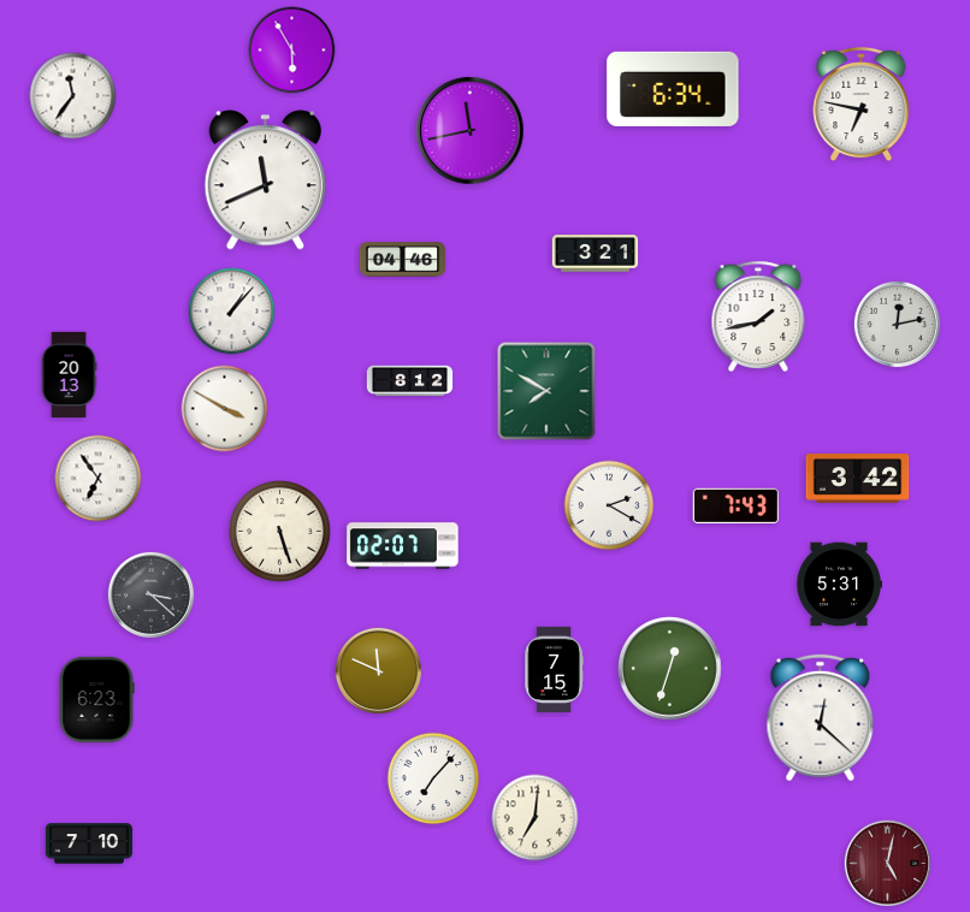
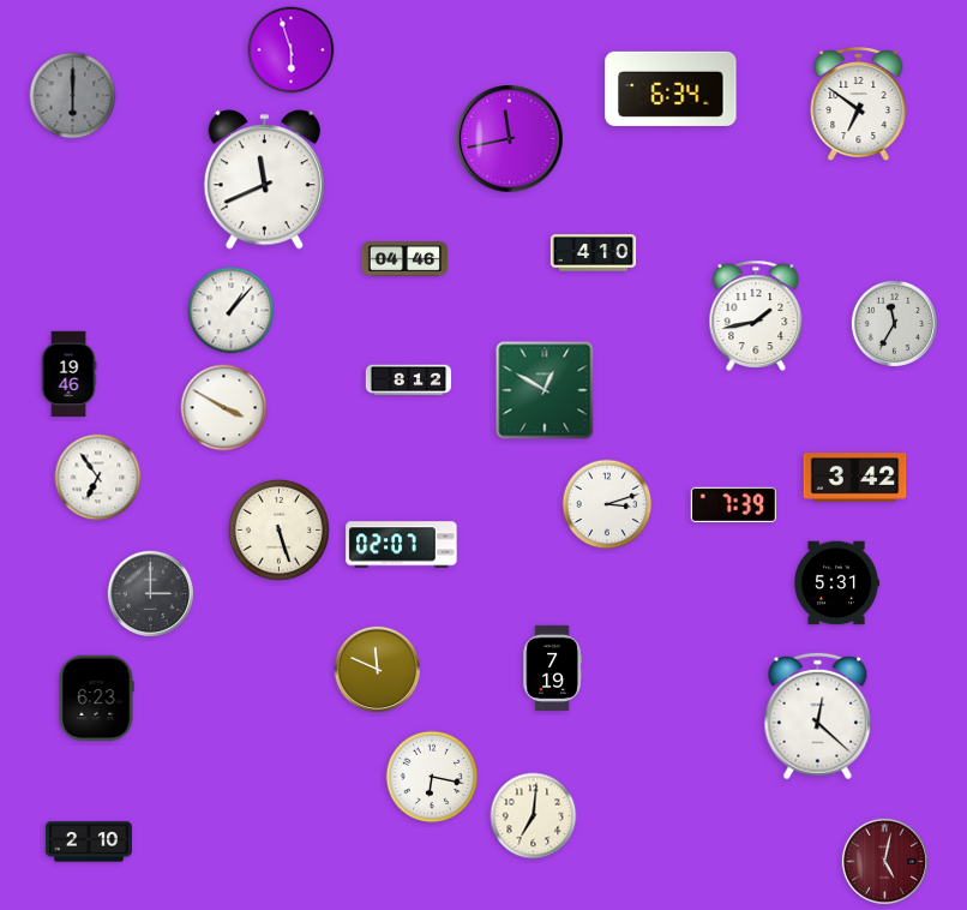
clock at (292, 51): 5:55 -> 5:57
clock at (73, 96): 11:36 -> 6:00
clock at (73, 96) dial: white -> grey
clock at (862, 106): 6:47 -> 6:51
clock at (471, 131) position: (471, 131) -> (510, 139)
clock at (596, 254): 3:21 -> 4:10
clock at (403, 260) position: (403, 260) -> (406, 259)
clock at (898, 325): 12:13 -> 11:35
clock at (69, 374): 20:13 -> 19:46
clock at (546, 391): 7:50 -> 12:50
clock at (609, 505): 2:20 -> 3:12
clock at (735, 505): 7:43 -> 7:39
clock at (152, 596): 3:22 -> 3:00
clock at (670, 669): 12:33 -> none
clock at (554, 670): 7:15 -> 7:19
clock at (433, 778): 7:07 -> 6:17
clock at (89, 843): 7:10 -> 2:10
